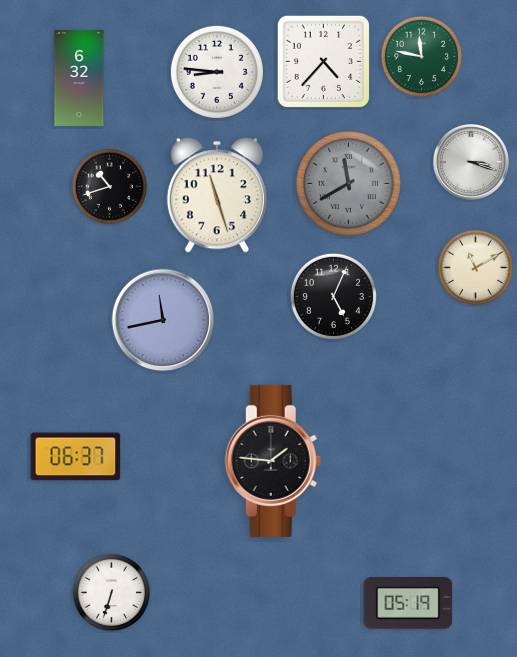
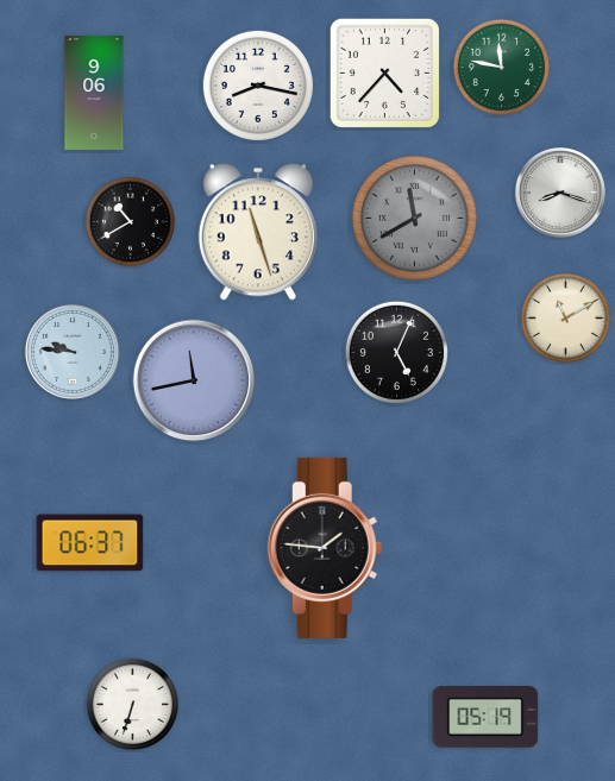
clock at (217, 72): 8:46 -> 8:17
clock at (79, 78): 6:32 -> 9:06
clock at (471, 162): 3:18 -> 8:18
clock at (110, 187): 10:42 -> 10:40
clock at (73, 352): none -> 9:46
